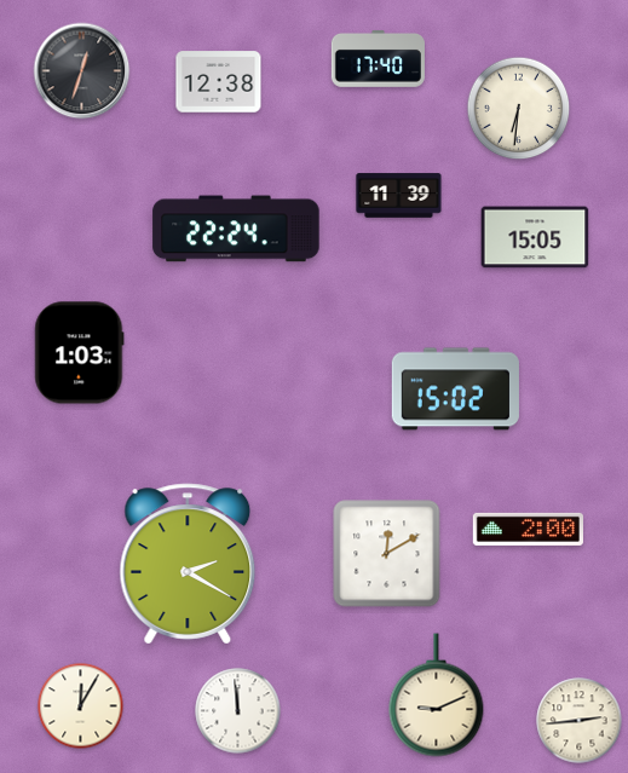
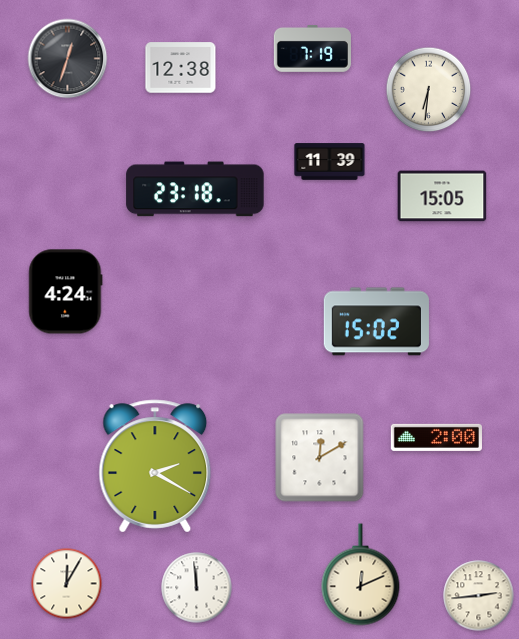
clock at (378, 59): 17:40 -> 7:19
clock at (236, 229): 22:24 -> 23:18
clock at (80, 353): 1:03 -> 4:24
clock at (437, 696): 9:11 -> 12:11
